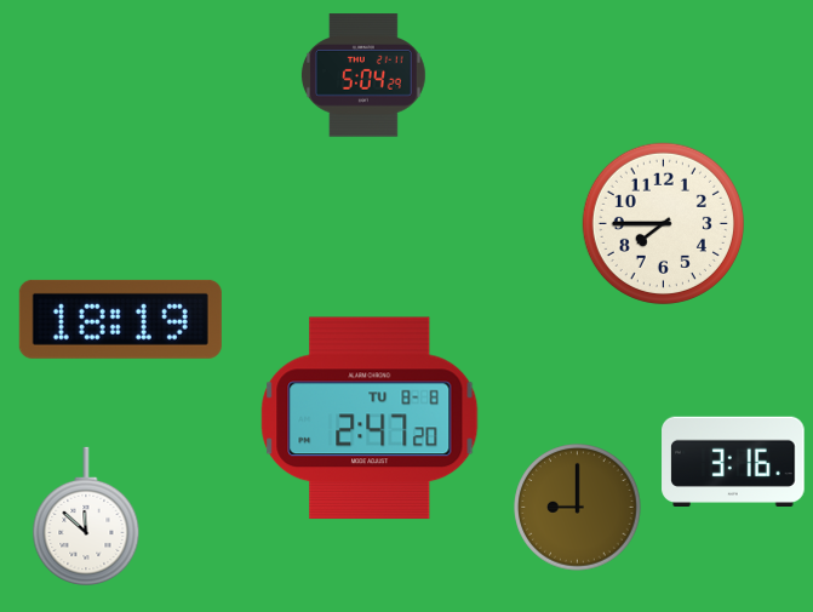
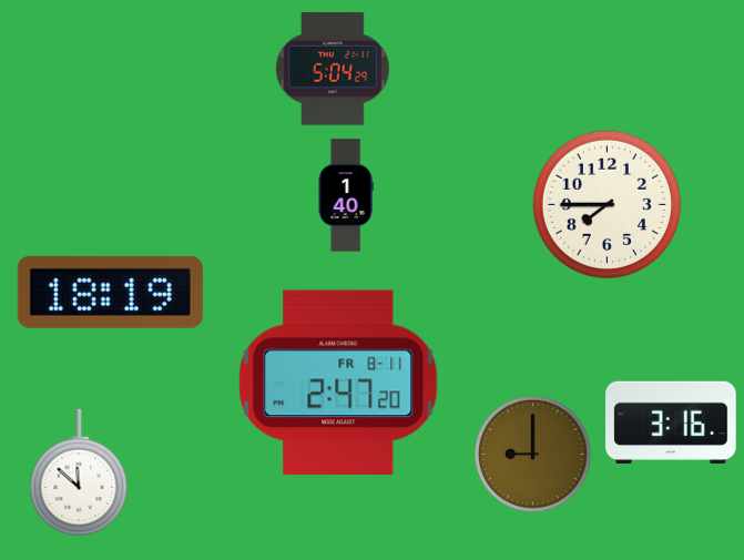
clock at (346, 195): none -> 1:40
clock at (370, 418) date: TU 8-8 -> FR 8-11
clock at (578, 508) position: (578, 508) -> (533, 455)
